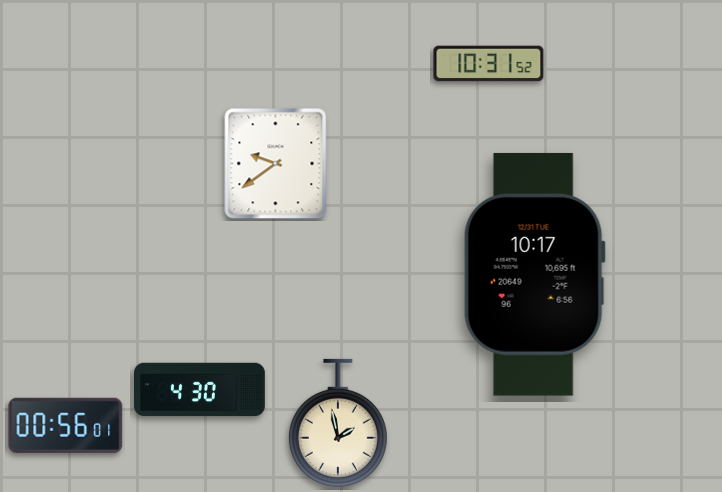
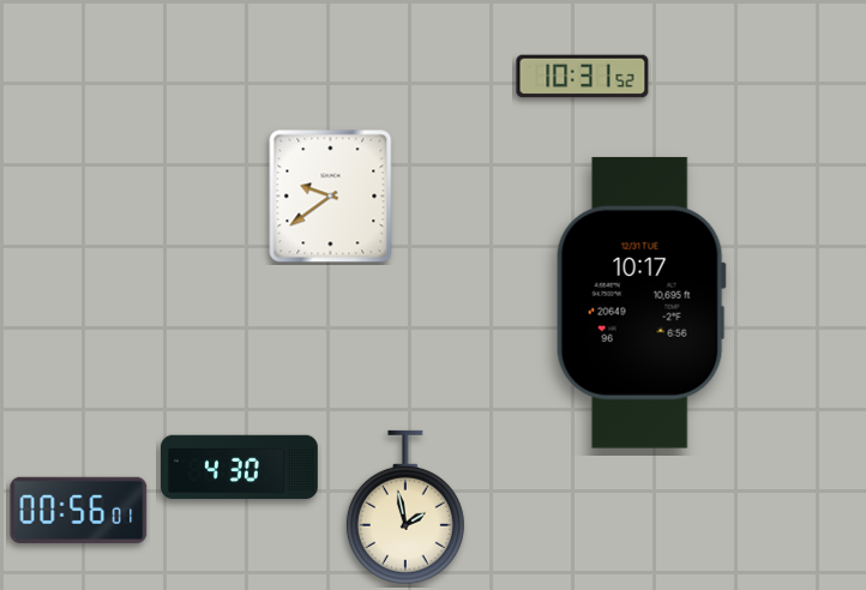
clock at (489, 64) position: (489, 64) -> (583, 77)
clock at (534, 274) position: (534, 274) -> (641, 302)
